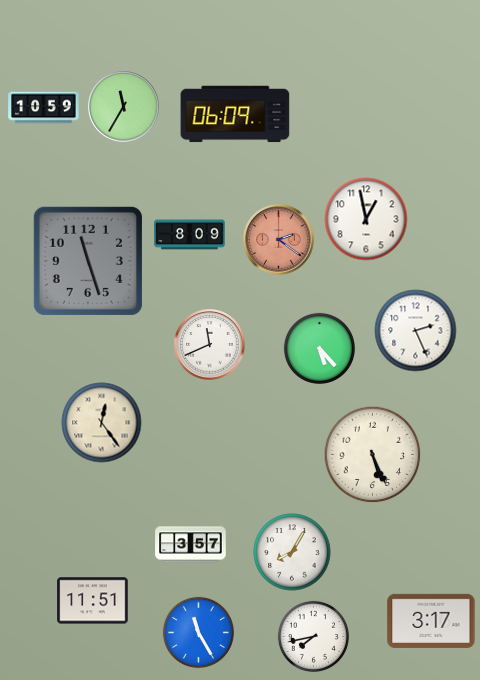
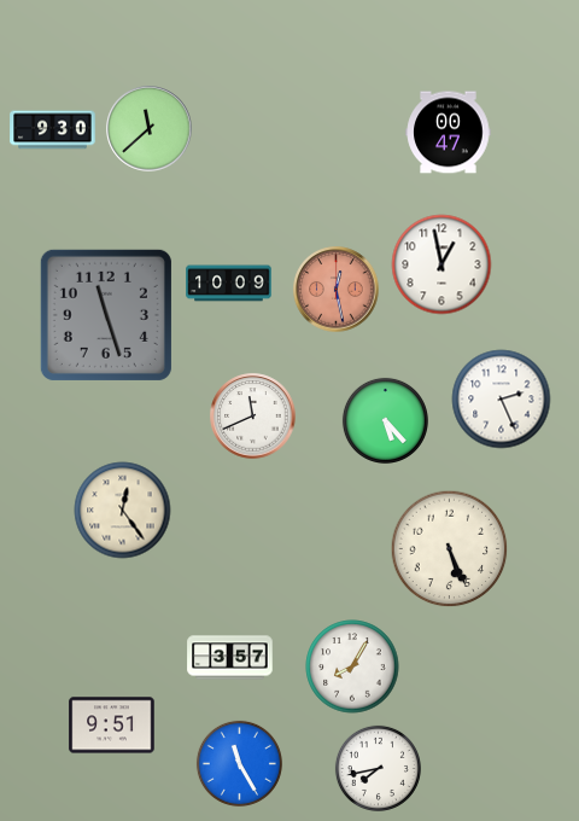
clock at (124, 107): 11:35 -> 11:38
clock at (44, 108): 10:59 -> 9:30
clock at (449, 133): none -> 00:47
clock at (235, 114): 06:09 -> none
clock at (190, 235): 8:09 -> 10:09
clock at (279, 240): 2:21 -> 12:28
clock at (93, 601): 11:51 -> 9:51
clock at (431, 621): 3:17 -> none
